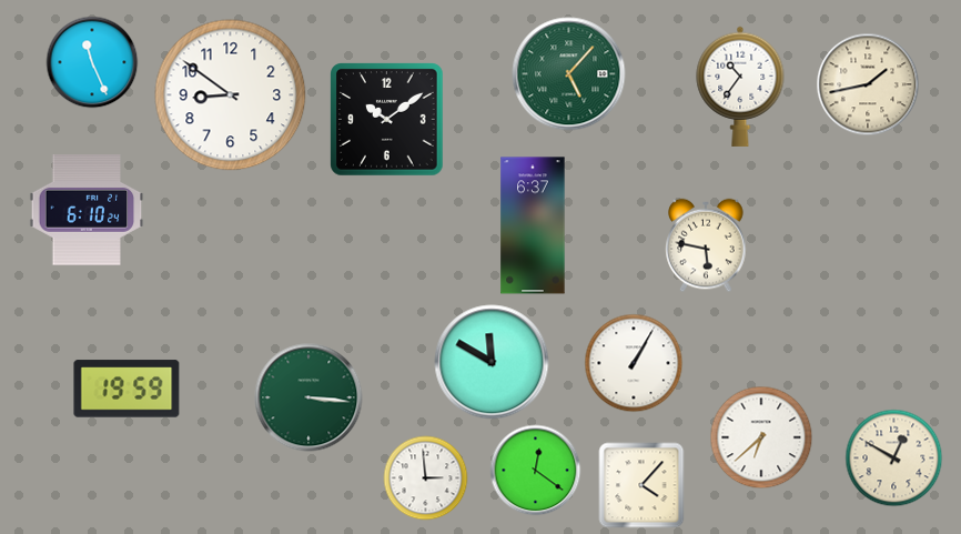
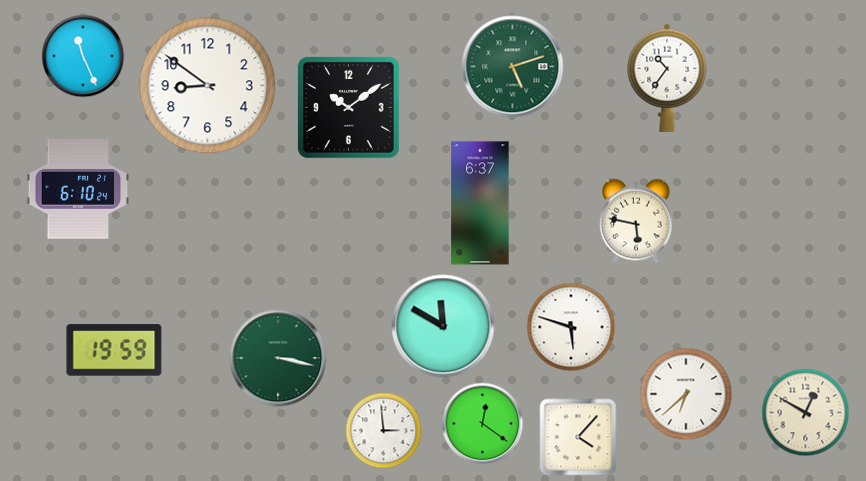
clock at (569, 74): 5:07 -> 5:12
clock at (868, 84): 1:43 -> none
clock at (634, 363): 1:05 -> 5:48
clock at (308, 397): 3:16 -> 3:17
